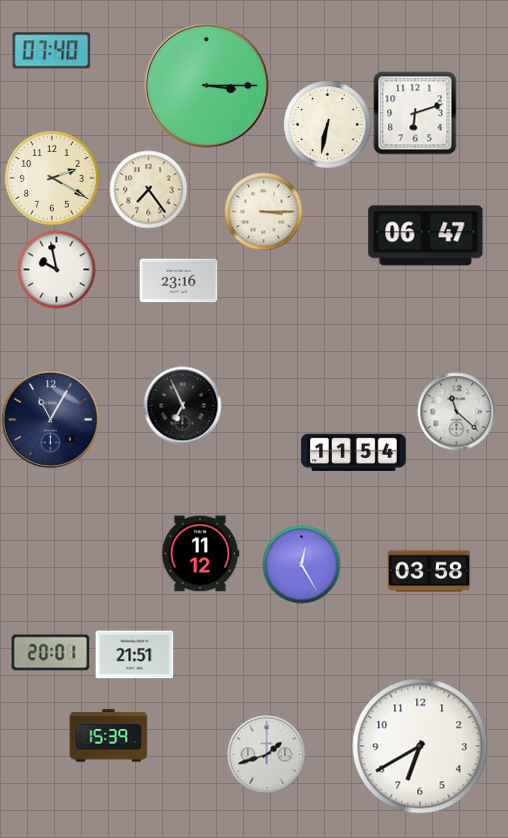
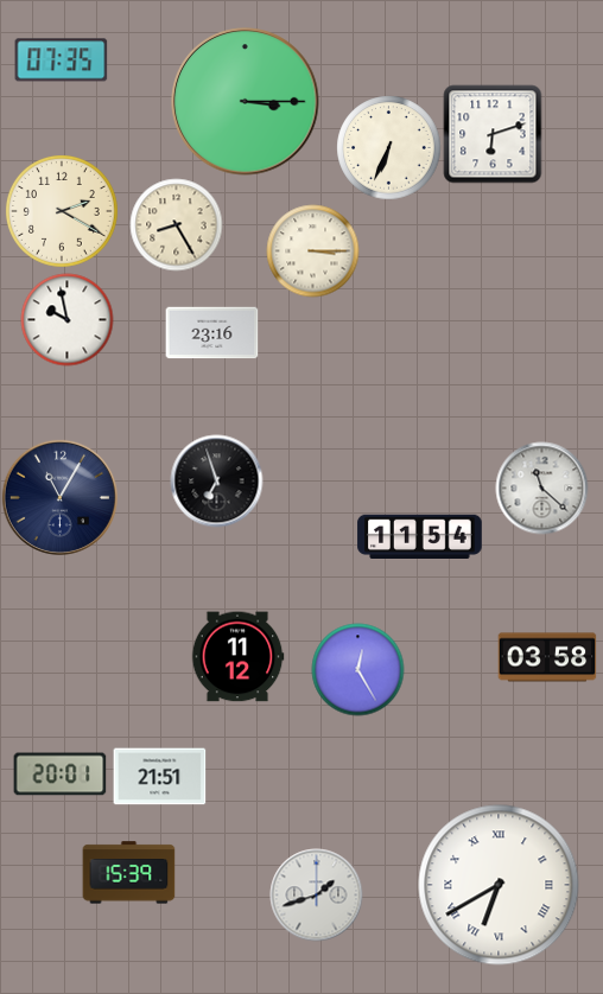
clock at (51, 51): 07:40 -> 07:35
clock at (327, 124): 6:32 -> 6:34
clock at (148, 189): 7:24 -> 8:25
clock at (426, 236): 06:47 -> none
clock at (182, 405): 6:56 -> 6:57
clock at (429, 571) position: (429, 571) -> (547, 657)
clock at (420, 746) numerals: Arabic -> Roman
